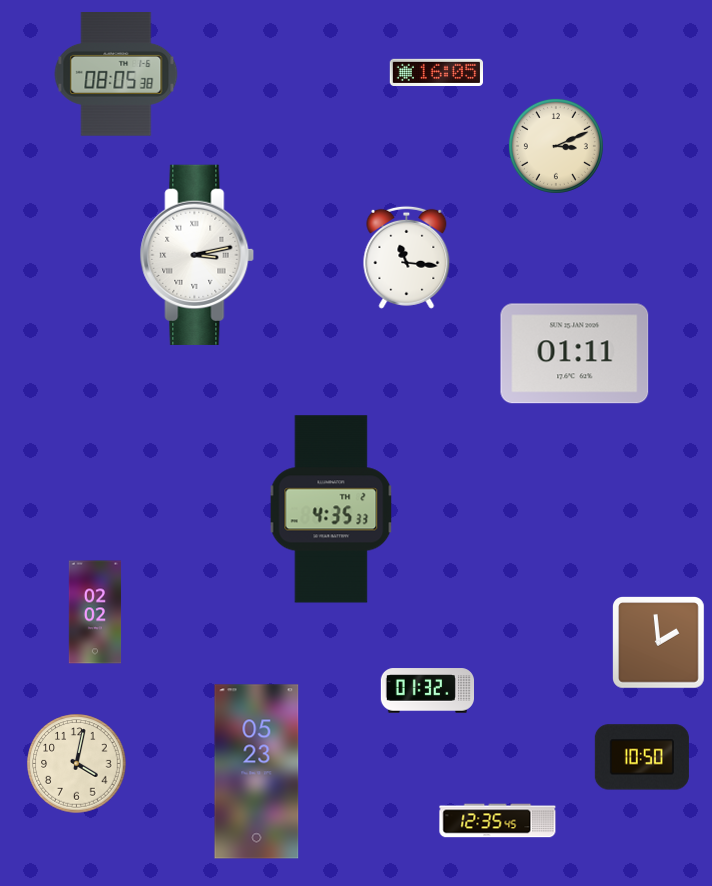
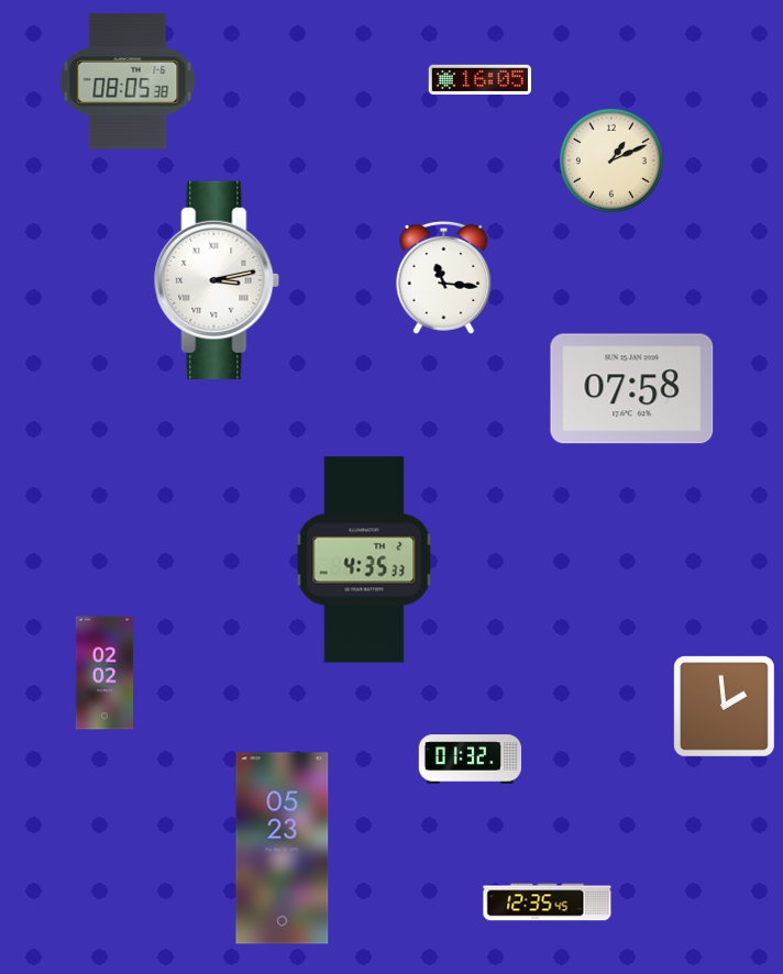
clock at (556, 146): 3:11 -> 1:11
clock at (407, 257) position: (407, 257) -> (444, 277)
clock at (575, 354): 01:11 -> 07:58
clock at (642, 757): 10:50 -> none
clock at (77, 764): 4:02 -> none
